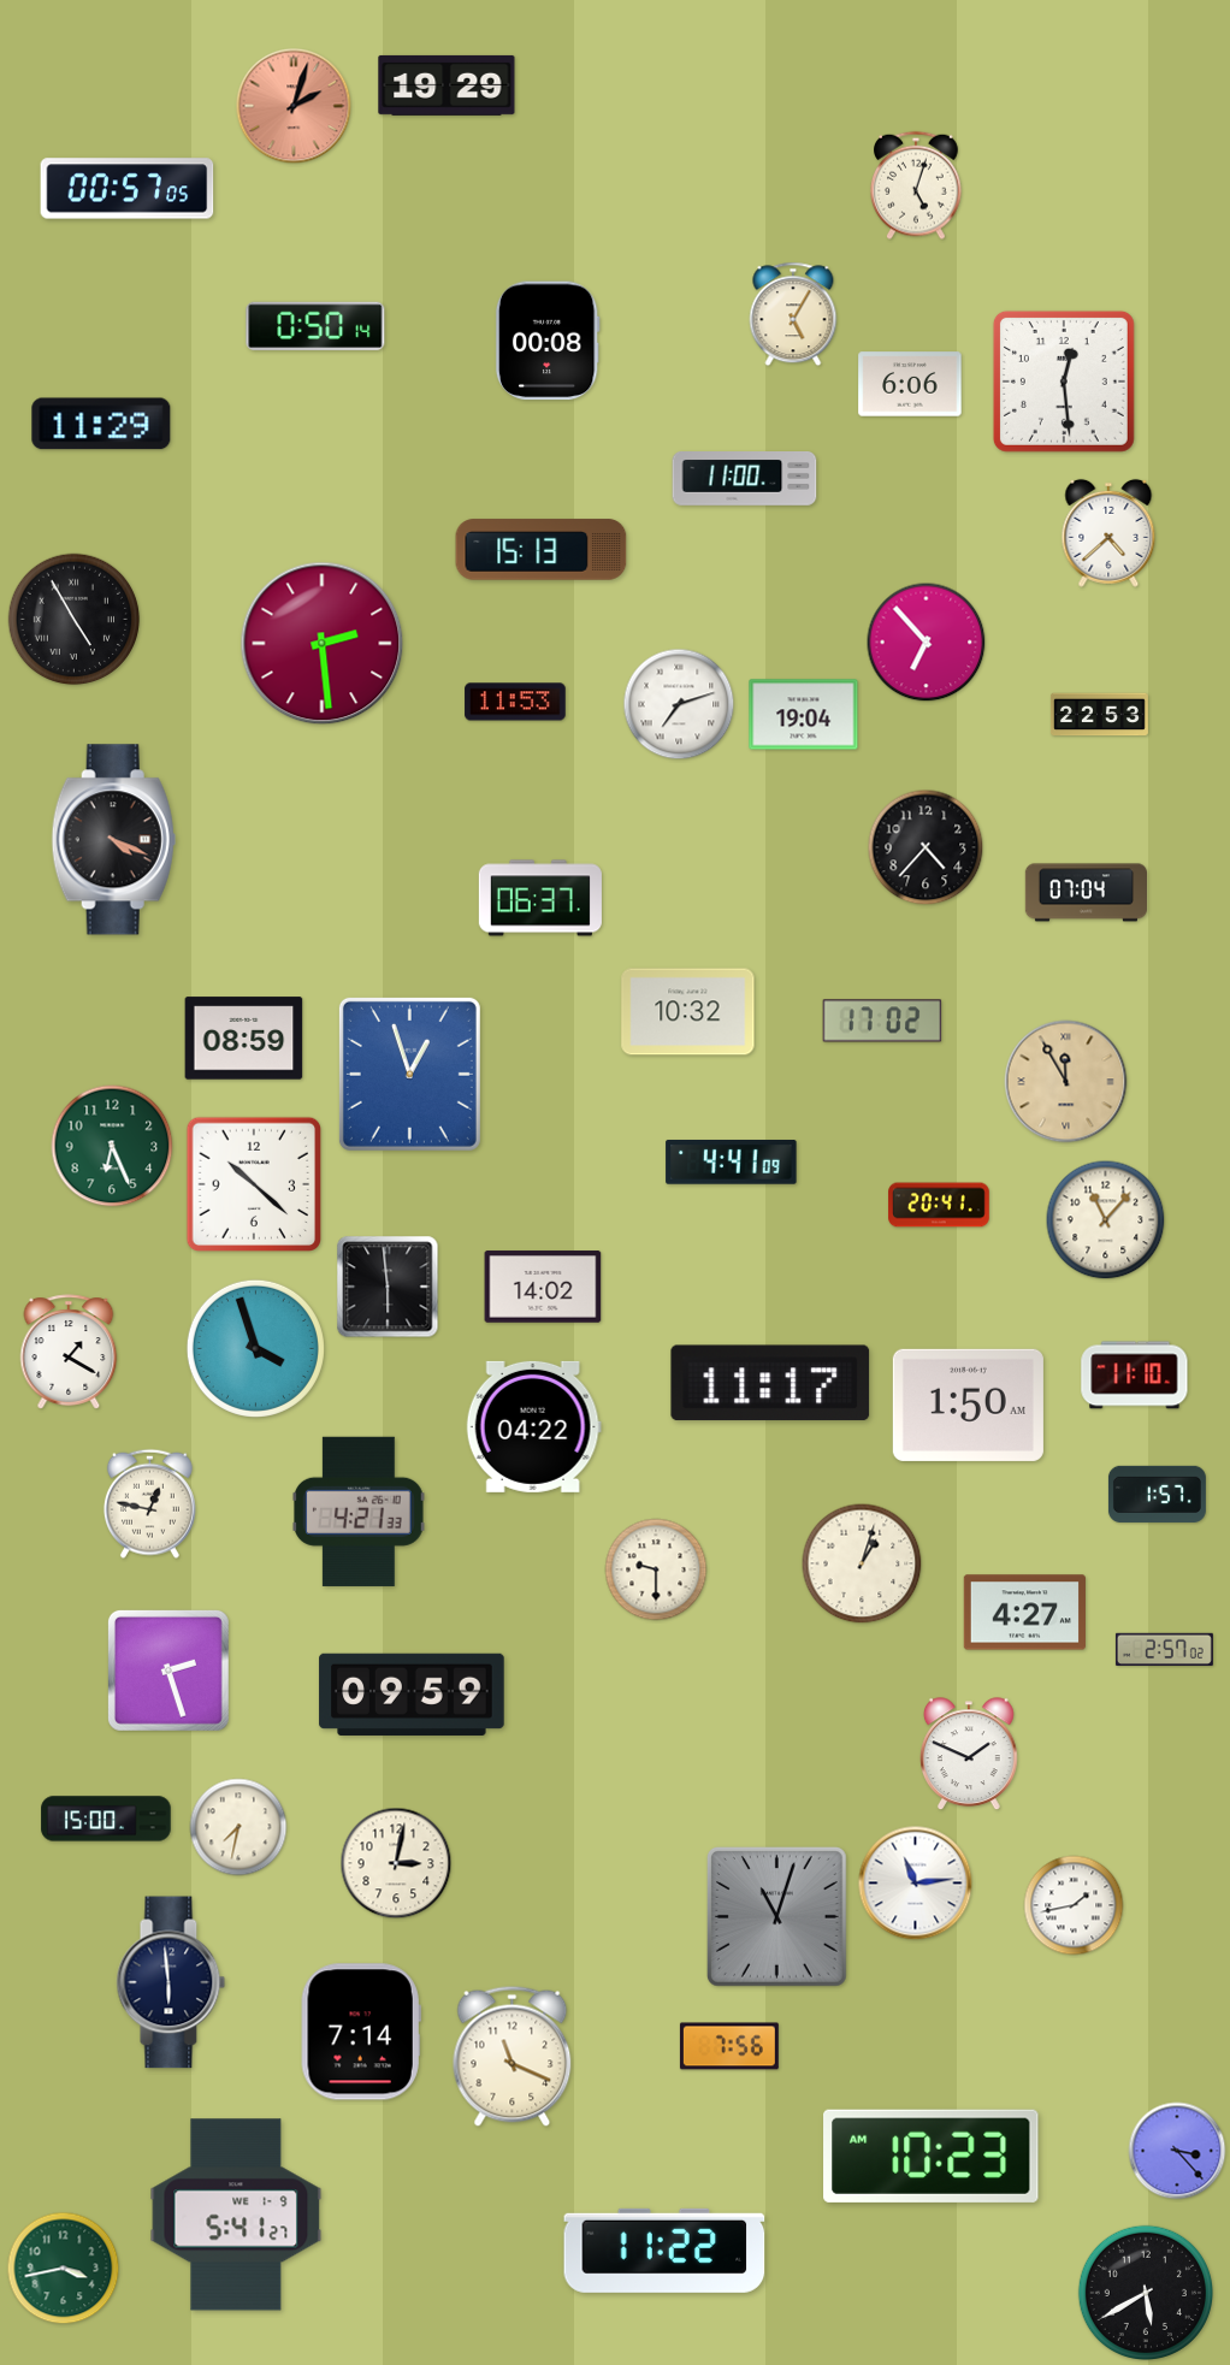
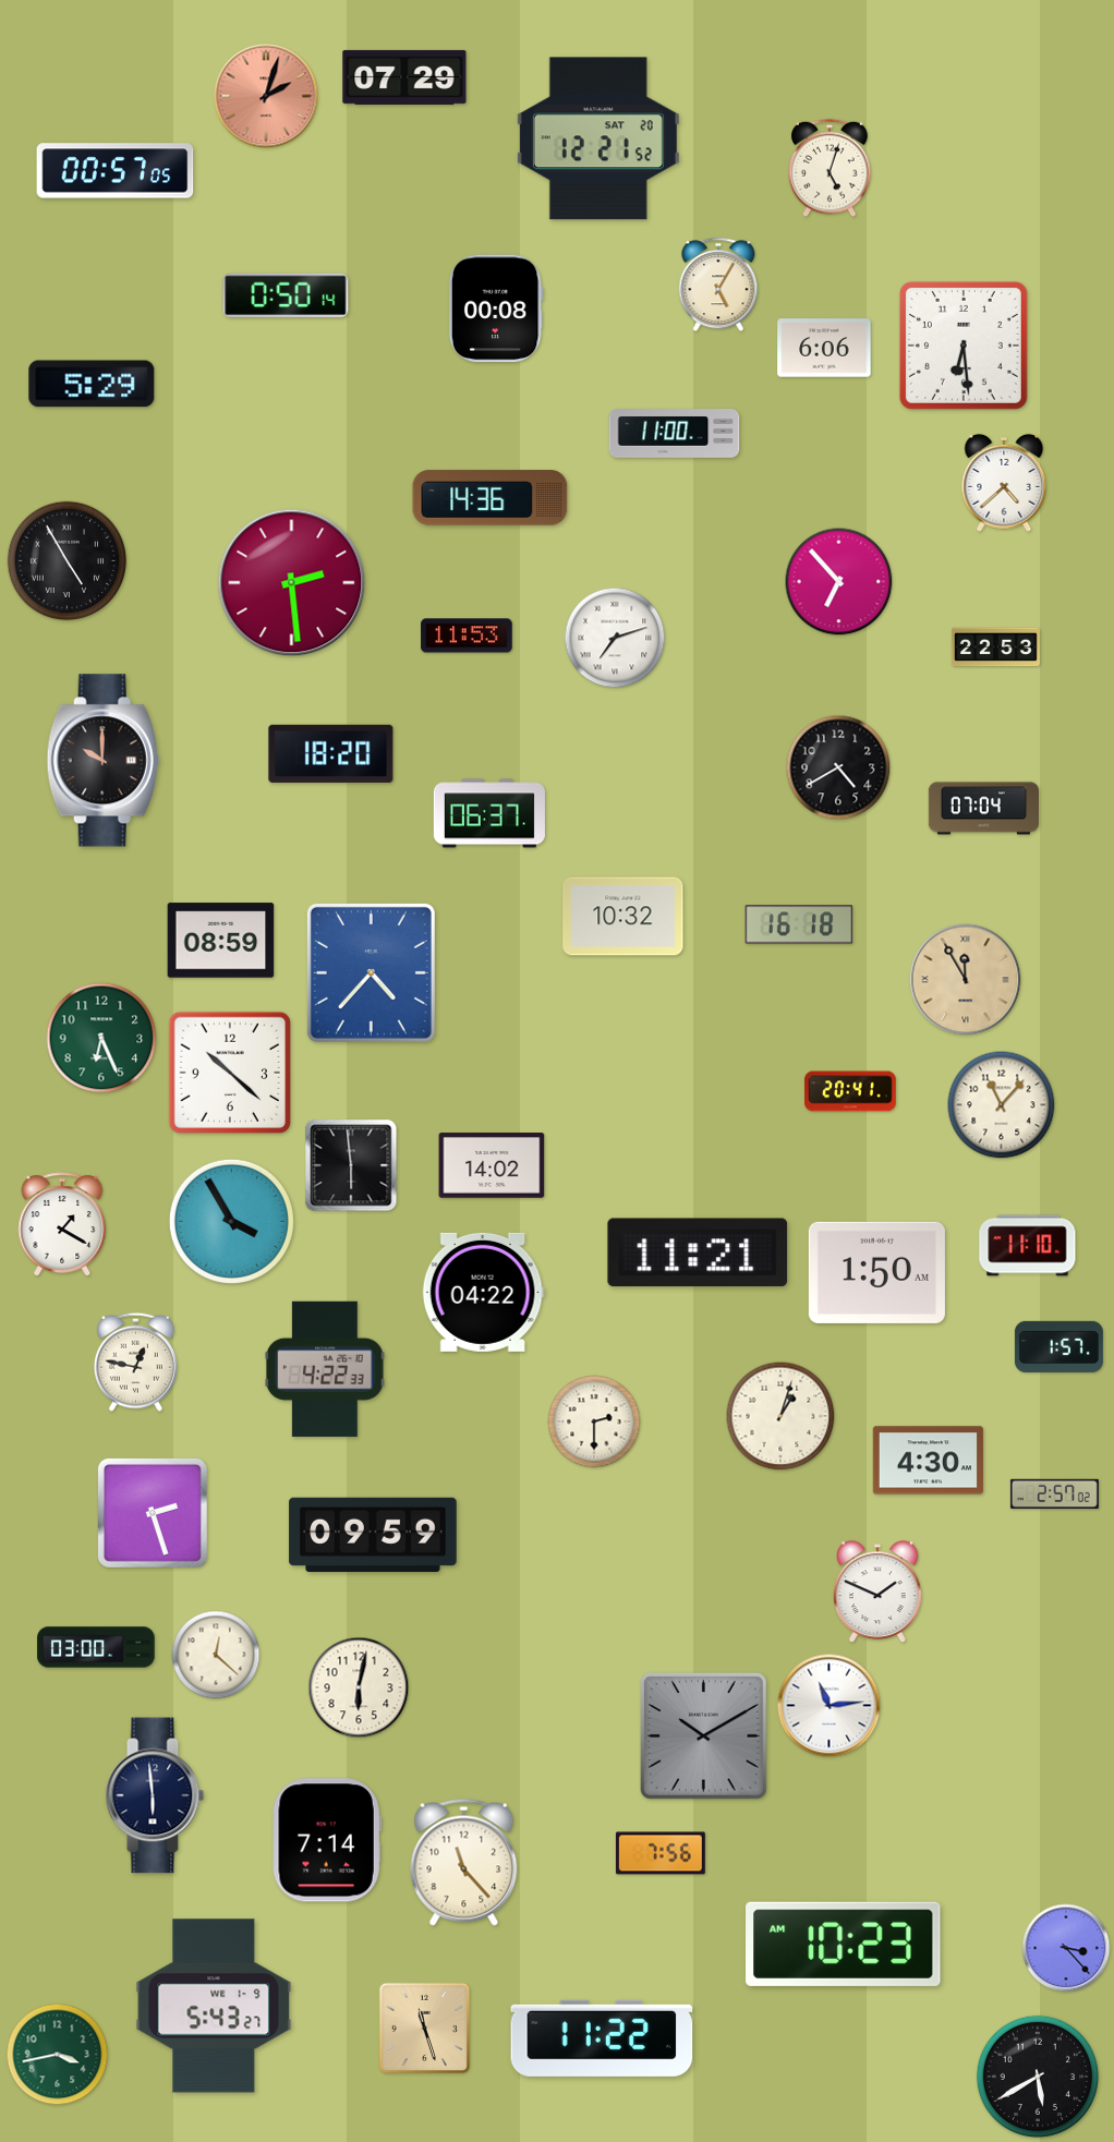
clock at (447, 85): 19:29 -> 07:29
clock at (598, 138): none -> 12:21
clock at (1064, 382): 12:29 -> 6:29
clock at (101, 424): 11:29 -> 5:29
clock at (542, 550): 15:13 -> 14:36
clock at (804, 715): 19:04 -> none
clock at (331, 753): none -> 18:20
clock at (113, 840): 4:19 -> 10:00
clock at (926, 847): 4:37 -> 4:40
clock at (882, 1021): 17:02 -> 16:18
clock at (409, 1074): 12:57 -> 4:37
clock at (732, 1163): 4:41 -> none
clock at (255, 1348): 3:57 -> 3:55
clock at (770, 1383): 11:17 -> 11:21
clock at (1157, 1494) position: (1157, 1494) -> (1058, 1346)
clock at (359, 1512): 4:21 -> 4:22
clock at (656, 1569): 9:30 -> 2:30
clock at (1024, 1613): 4:27 -> 4:30
clock at (970, 1755) position: (970, 1755) -> (879, 1593)
clock at (106, 1819): 15:00 -> 03:00
clock at (238, 1827): 7:32 -> 12:22
clock at (396, 1863): 3:02 -> 6:02
clock at (1074, 1905): 1:43 -> none
clock at (776, 1916): 11:03 -> 10:10
clock at (513, 2056): 11:19 -> 11:23
clock at (932, 2156) position: (932, 2156) -> (844, 1944)
clock at (236, 2215): 5:41 -> 5:43
clock at (425, 2029): none -> 11:27
